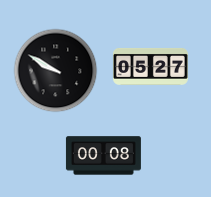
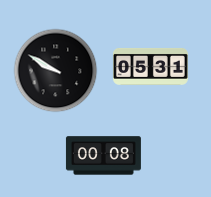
clock at (150, 66): 05:27 -> 05:31
